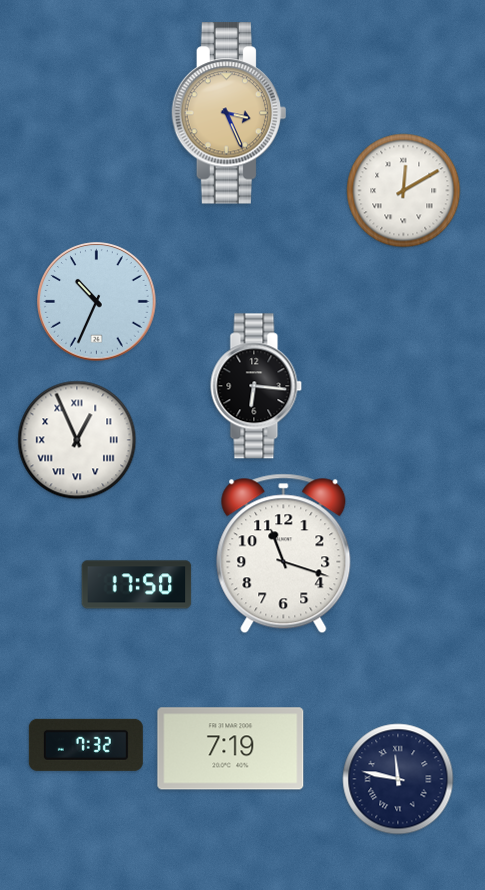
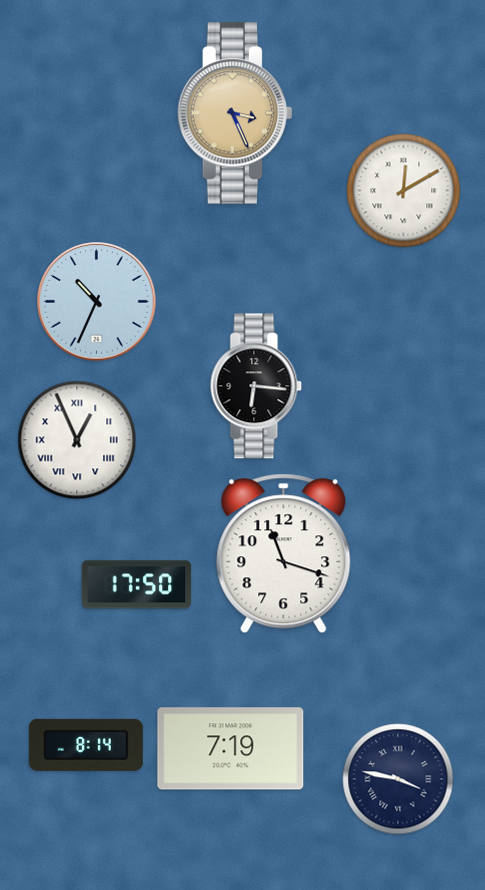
clock at (228, 113) position: (228, 113) -> (234, 113)
clock at (86, 745): 7:32 -> 8:14
clock at (398, 779): 11:47 -> 3:47
